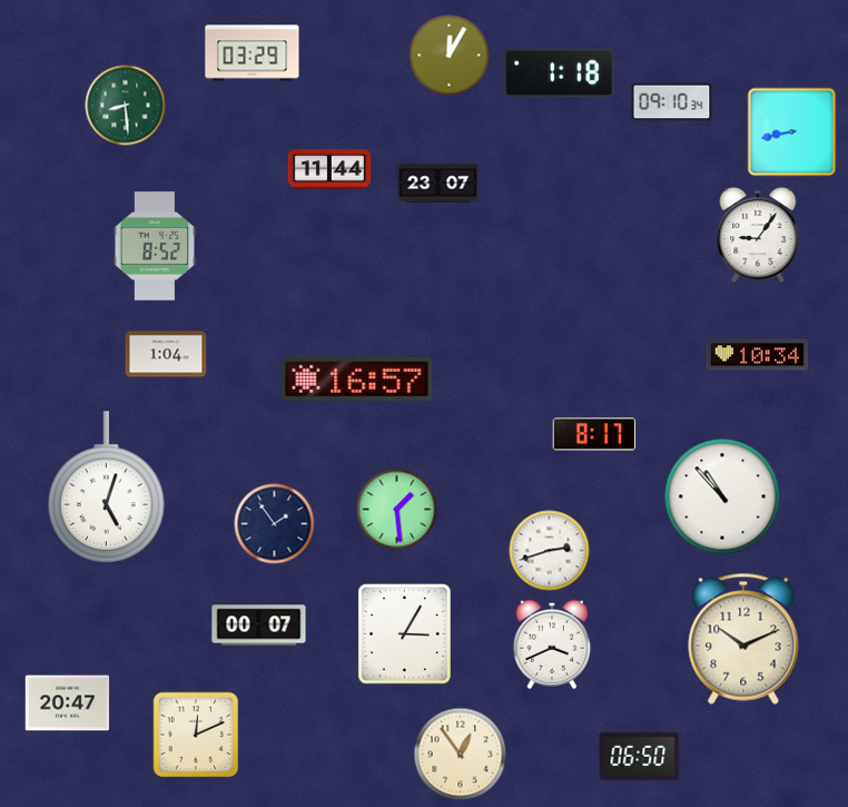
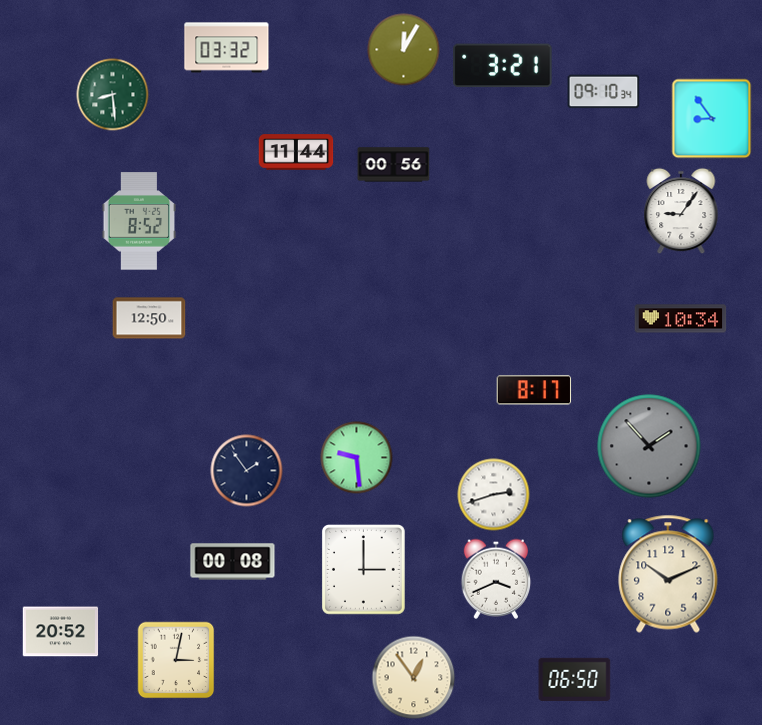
clock at (253, 53): 03:29 -> 03:32
clock at (560, 73): 1:18 -> 3:21
clock at (792, 132): 8:43 -> 8:54
clock at (438, 184): 23:07 -> 00:56
clock at (166, 354): 1:04 -> 12:50
clock at (357, 378): 16:57 -> none
clock at (107, 488): 5:03 -> none
clock at (722, 496): 10:53 -> 1:53
clock at (722, 496) dial: white -> grey
clock at (397, 510): 1:29 -> 9:29
clock at (259, 626): 00:07 -> 00:08
clock at (405, 634): 3:05 -> 3:00
clock at (68, 703): 20:47 -> 20:52
clock at (196, 735): 12:11 -> 3:02
